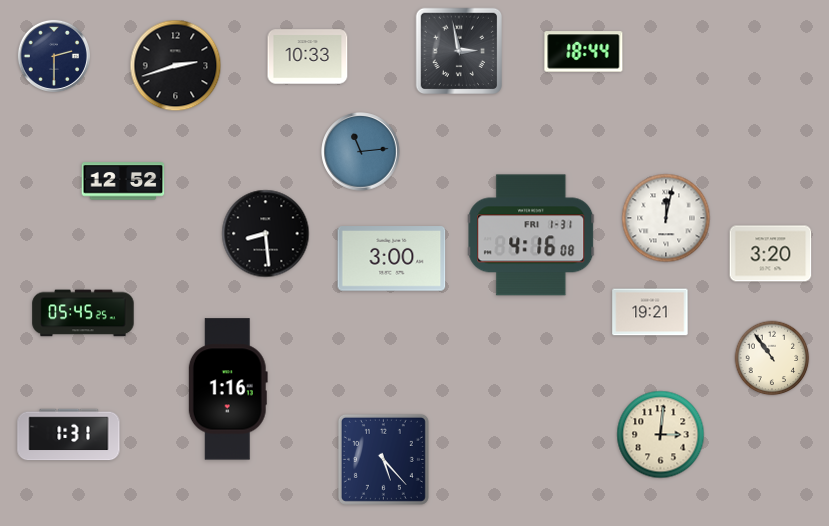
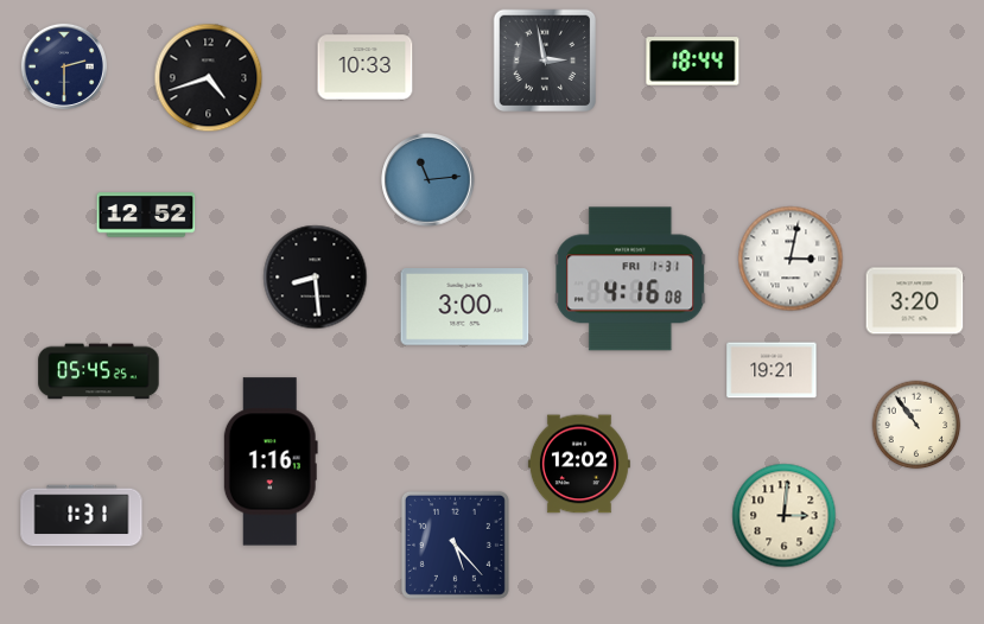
clock at (176, 66): 2:42 -> 4:42
clock at (666, 218): 12:02 -> 3:02
clock at (579, 464): none -> 12:02
